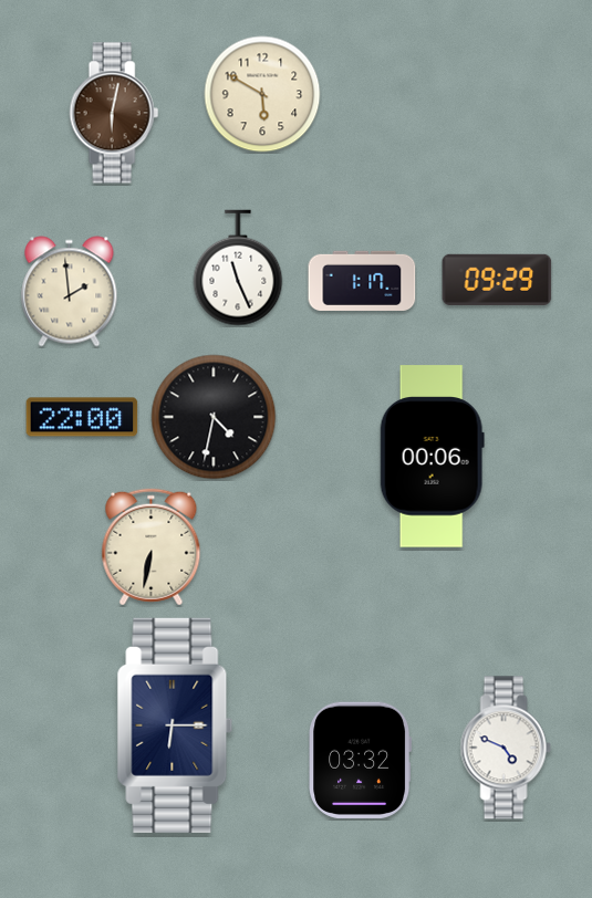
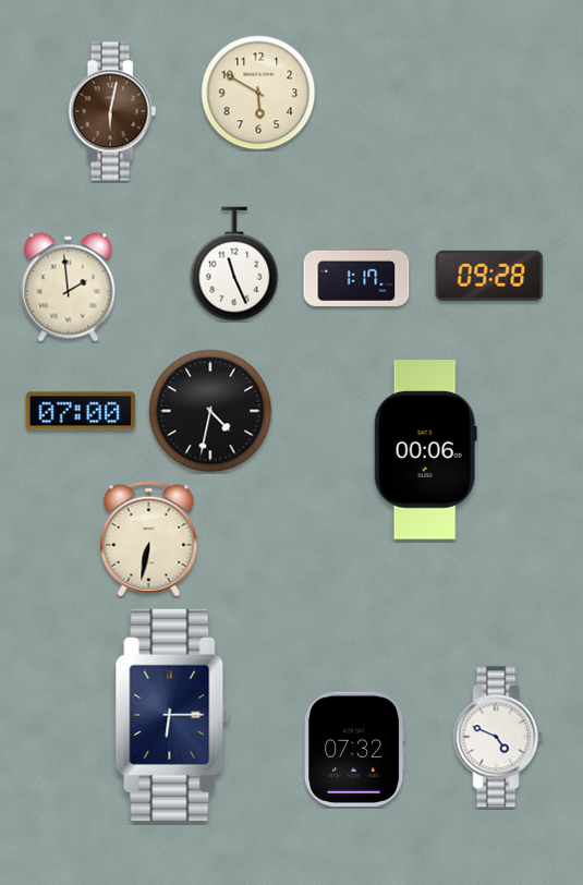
clock at (497, 280): 09:29 -> 09:28
clock at (82, 417): 22:00 -> 07:00
clock at (361, 760): 03:32 -> 07:32
